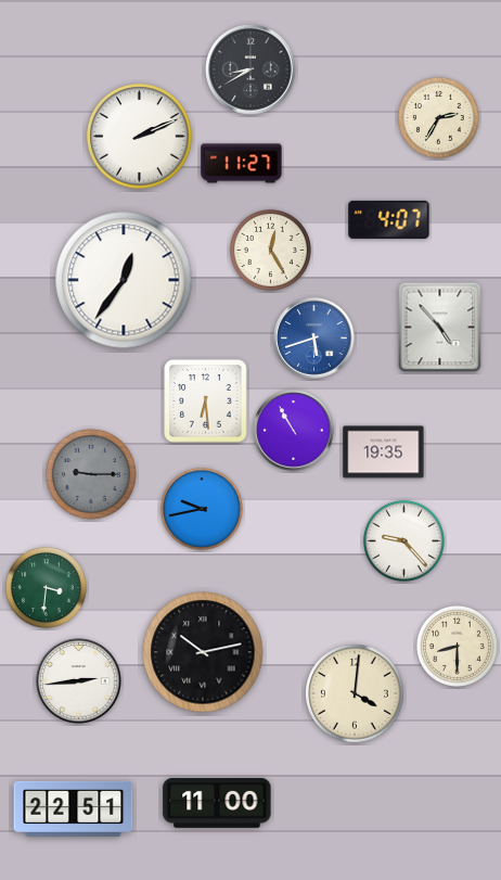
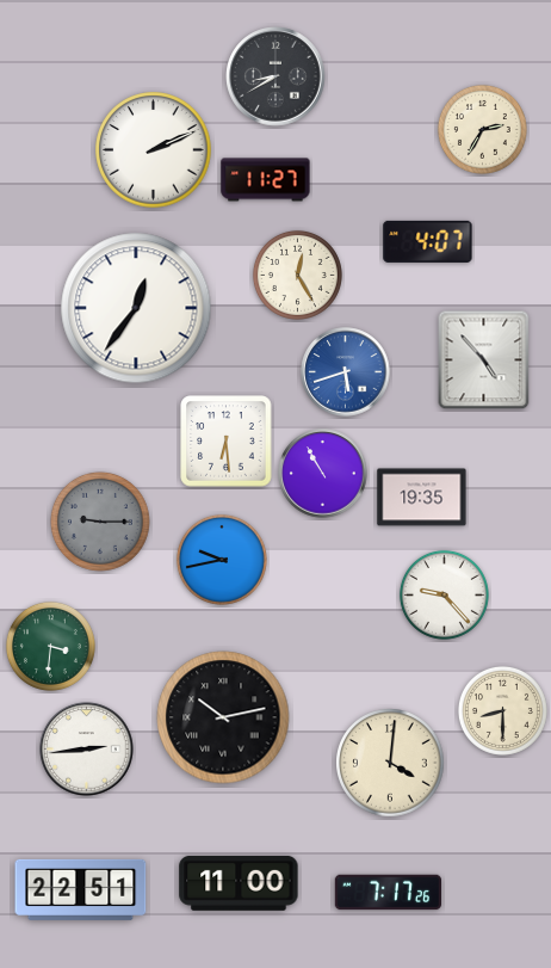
clock at (389, 893): none -> 7:17
